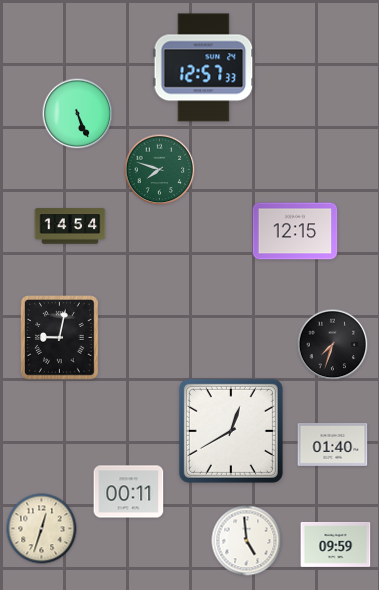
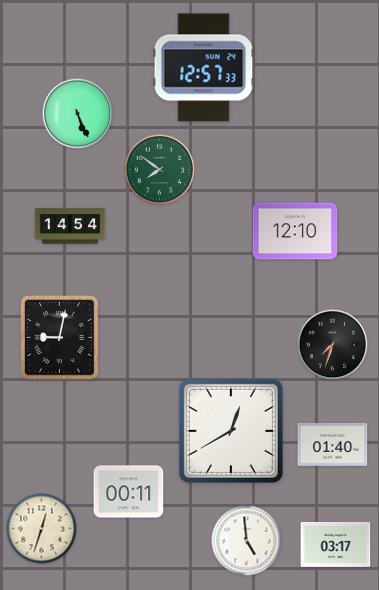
clock at (160, 170): 7:48 -> 7:51
clock at (295, 231): 12:15 -> 12:10
clock at (336, 544): 09:59 -> 03:17
